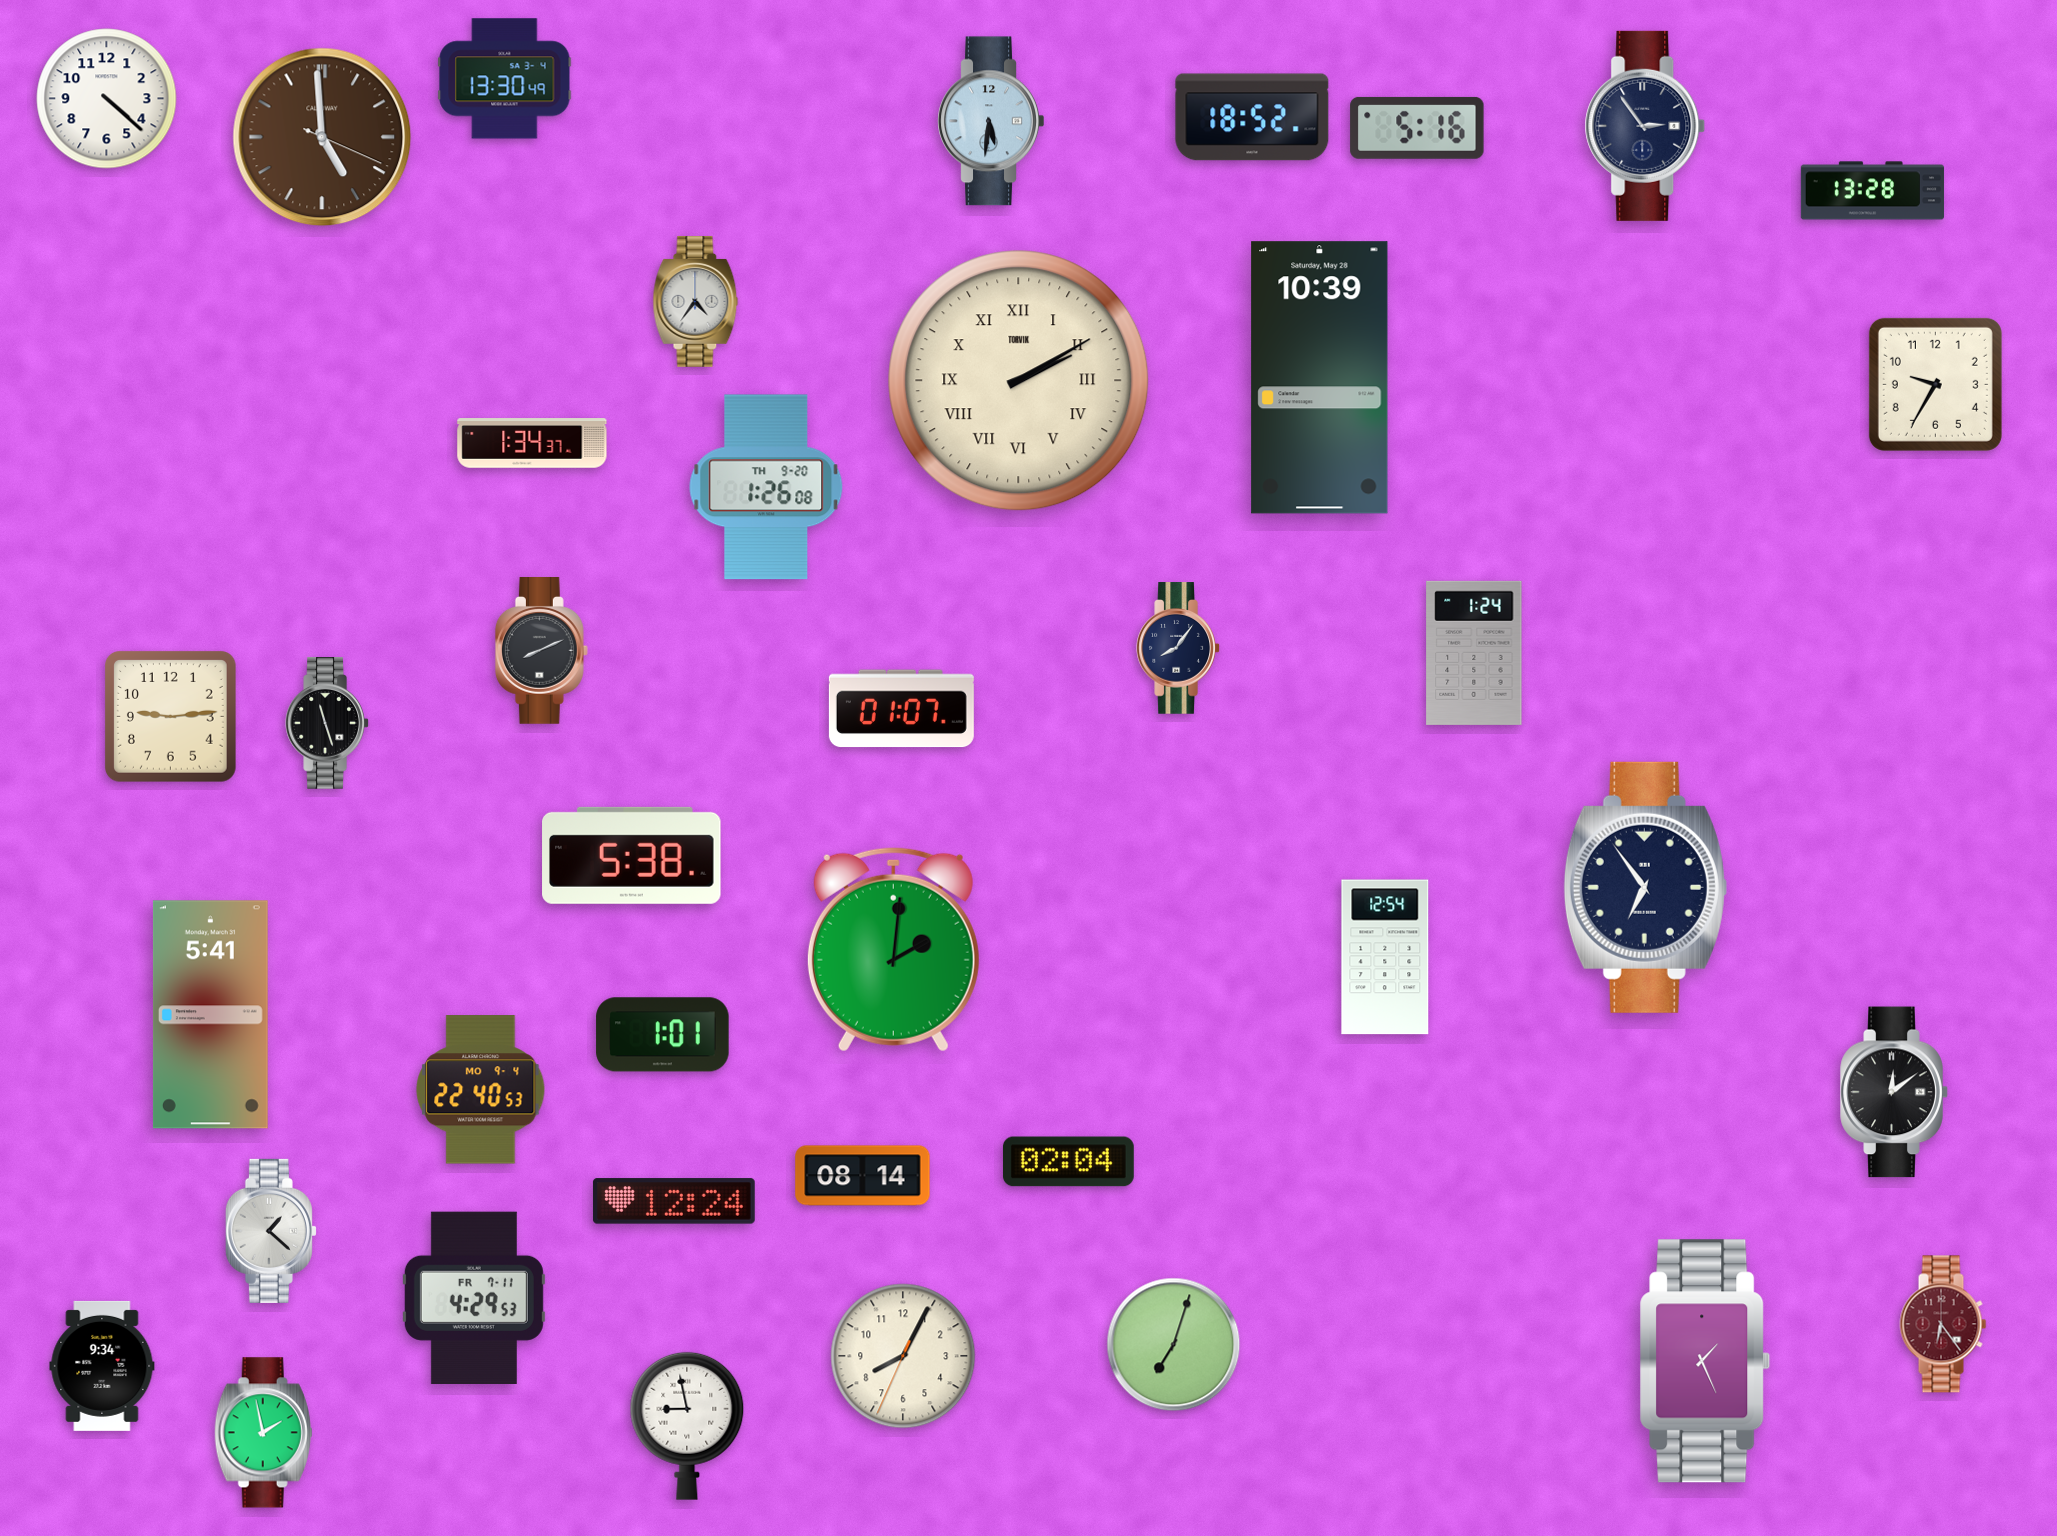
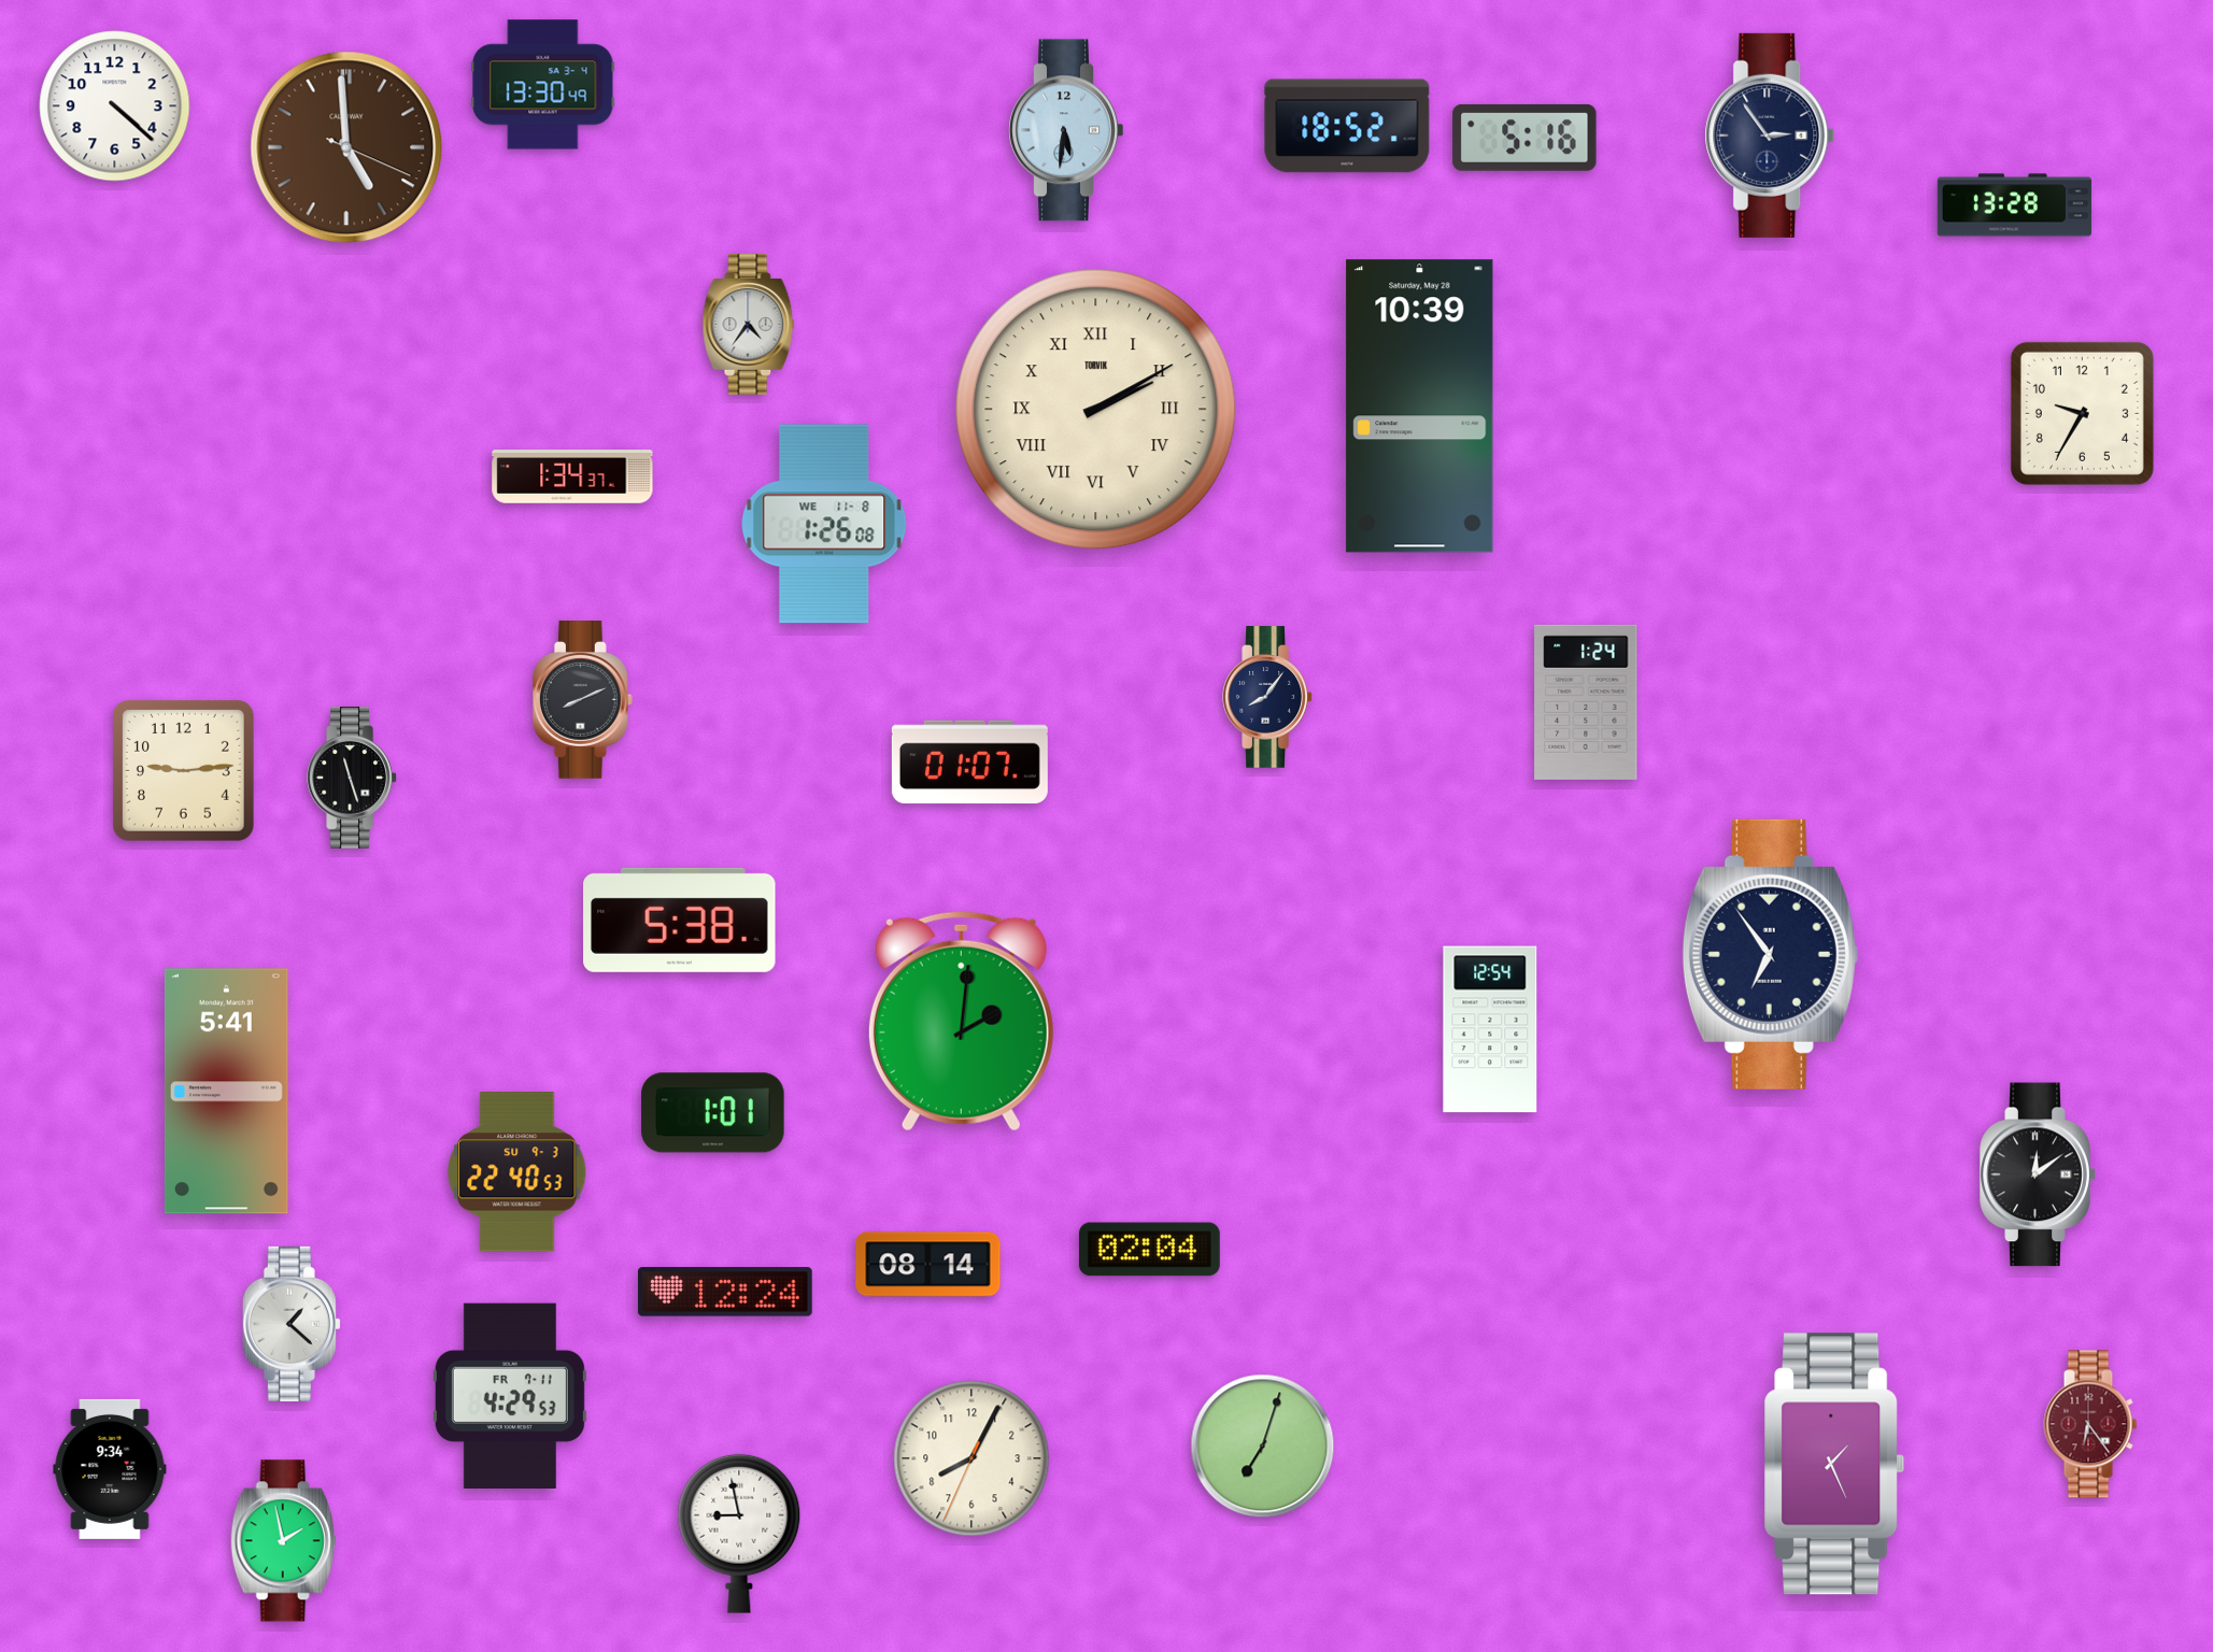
clock at (766, 487) date: TH 9-20 -> WE 11-8
clock at (481, 1090) date: MO 9-4 -> SU 9-3
